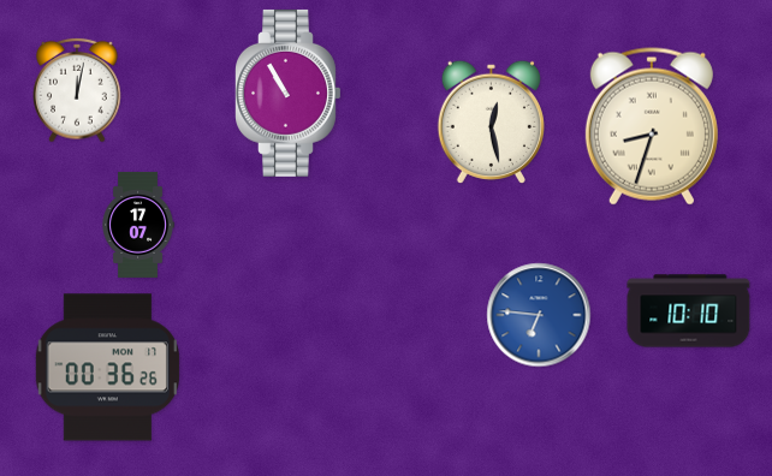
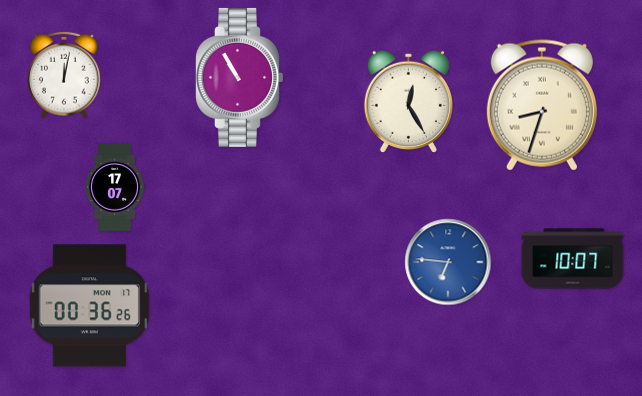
clock at (491, 121): 12:28 -> 12:25
clock at (689, 311): 10:10 -> 10:07
